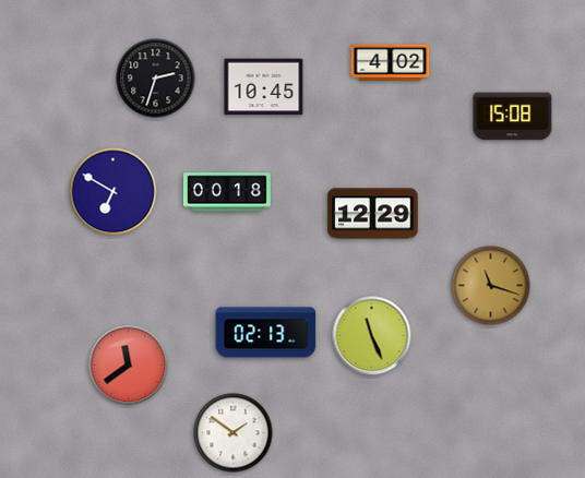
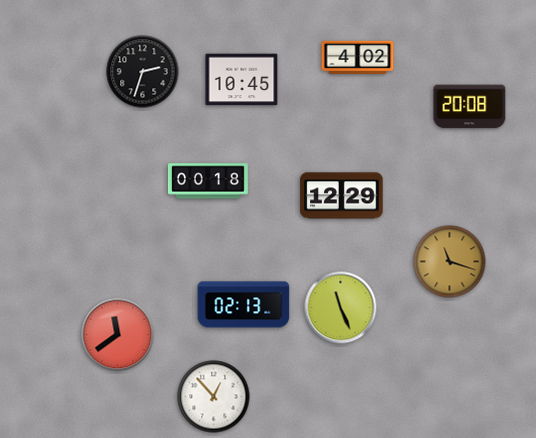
clock at (513, 117): 15:08 -> 20:08
clock at (114, 192): 6:50 -> none
clock at (227, 192) position: (227, 192) -> (208, 181)
clock at (234, 433): 1:51 -> 12:53
